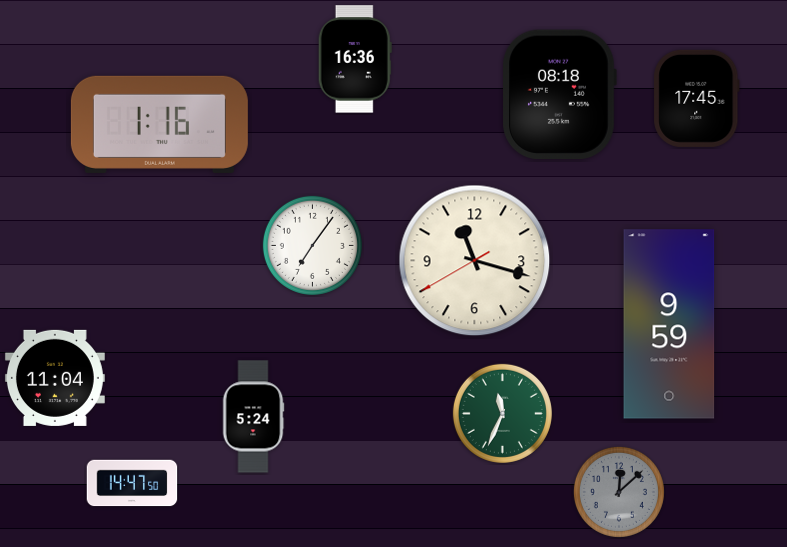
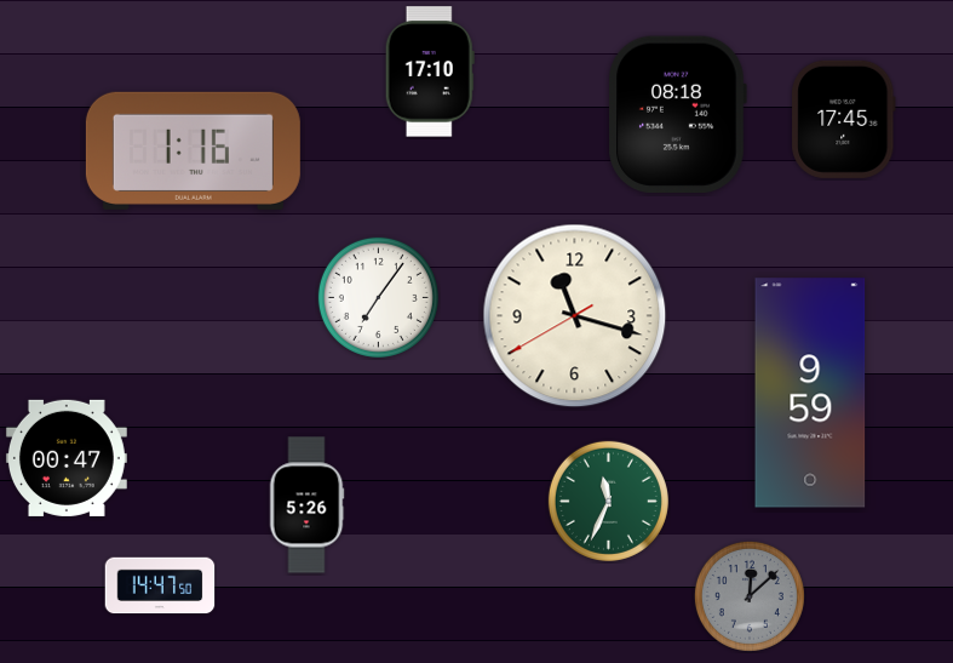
clock at (355, 59): 16:36 -> 17:10
clock at (55, 378): 11:04 -> 00:47
clock at (253, 417): 5:24 -> 5:26
